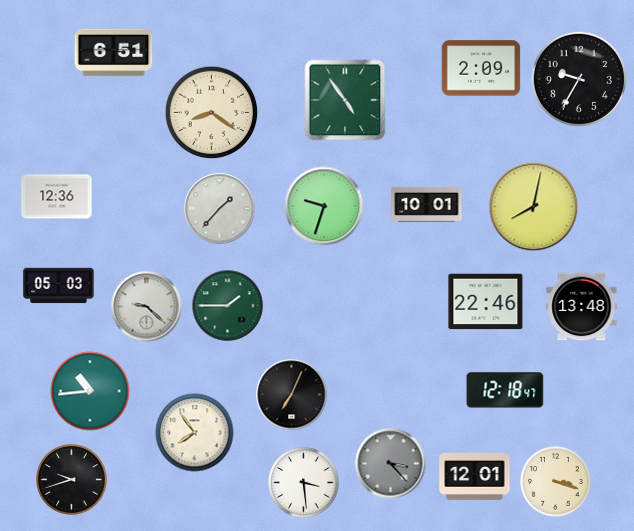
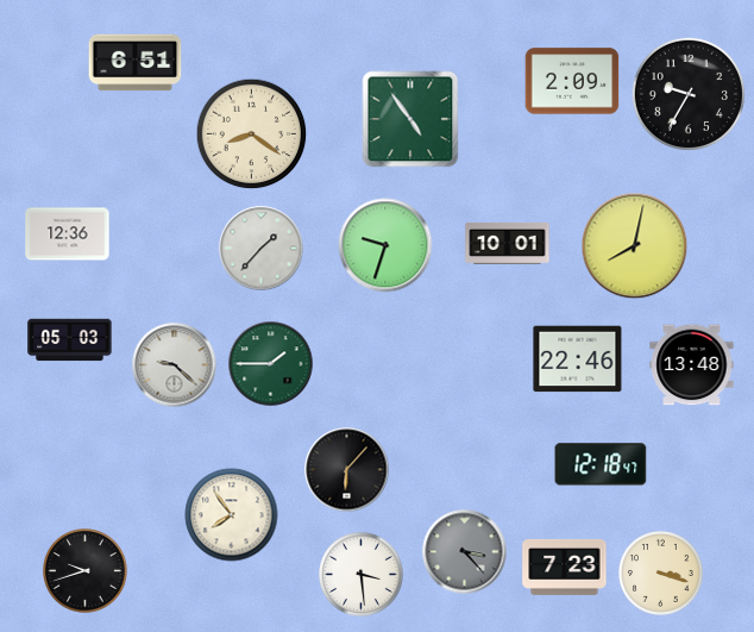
clock at (90, 391): 10:44 -> none
clock at (292, 395): 7:04 -> 6:07
clock at (475, 477): 12:01 -> 7:23
